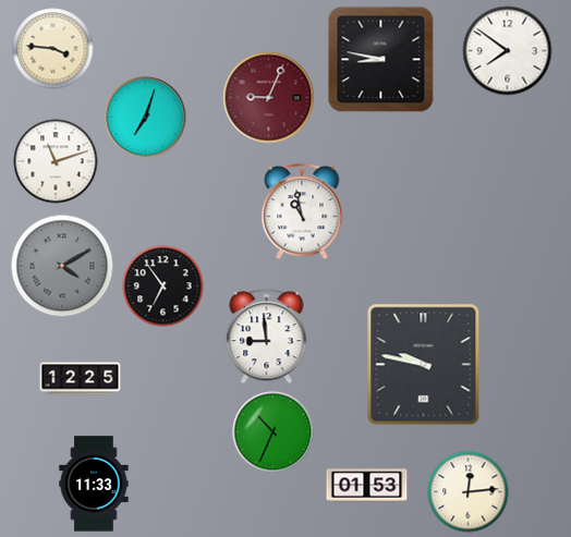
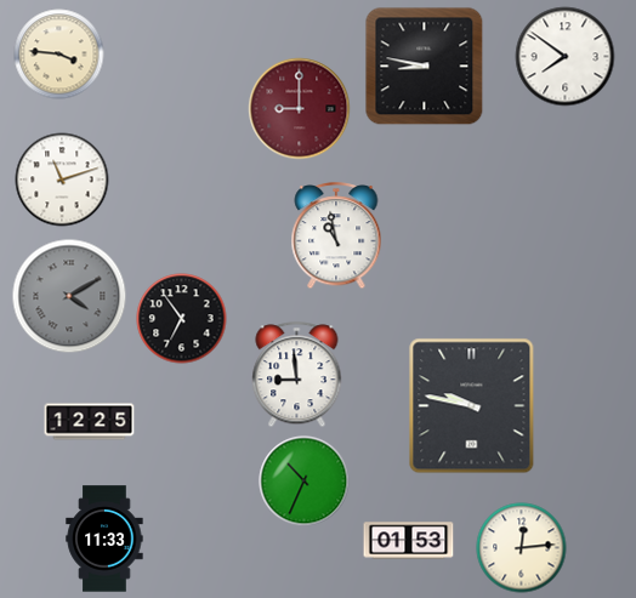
clock at (269, 98): 9:04 -> 9:00
clock at (146, 118): 7:03 -> none
